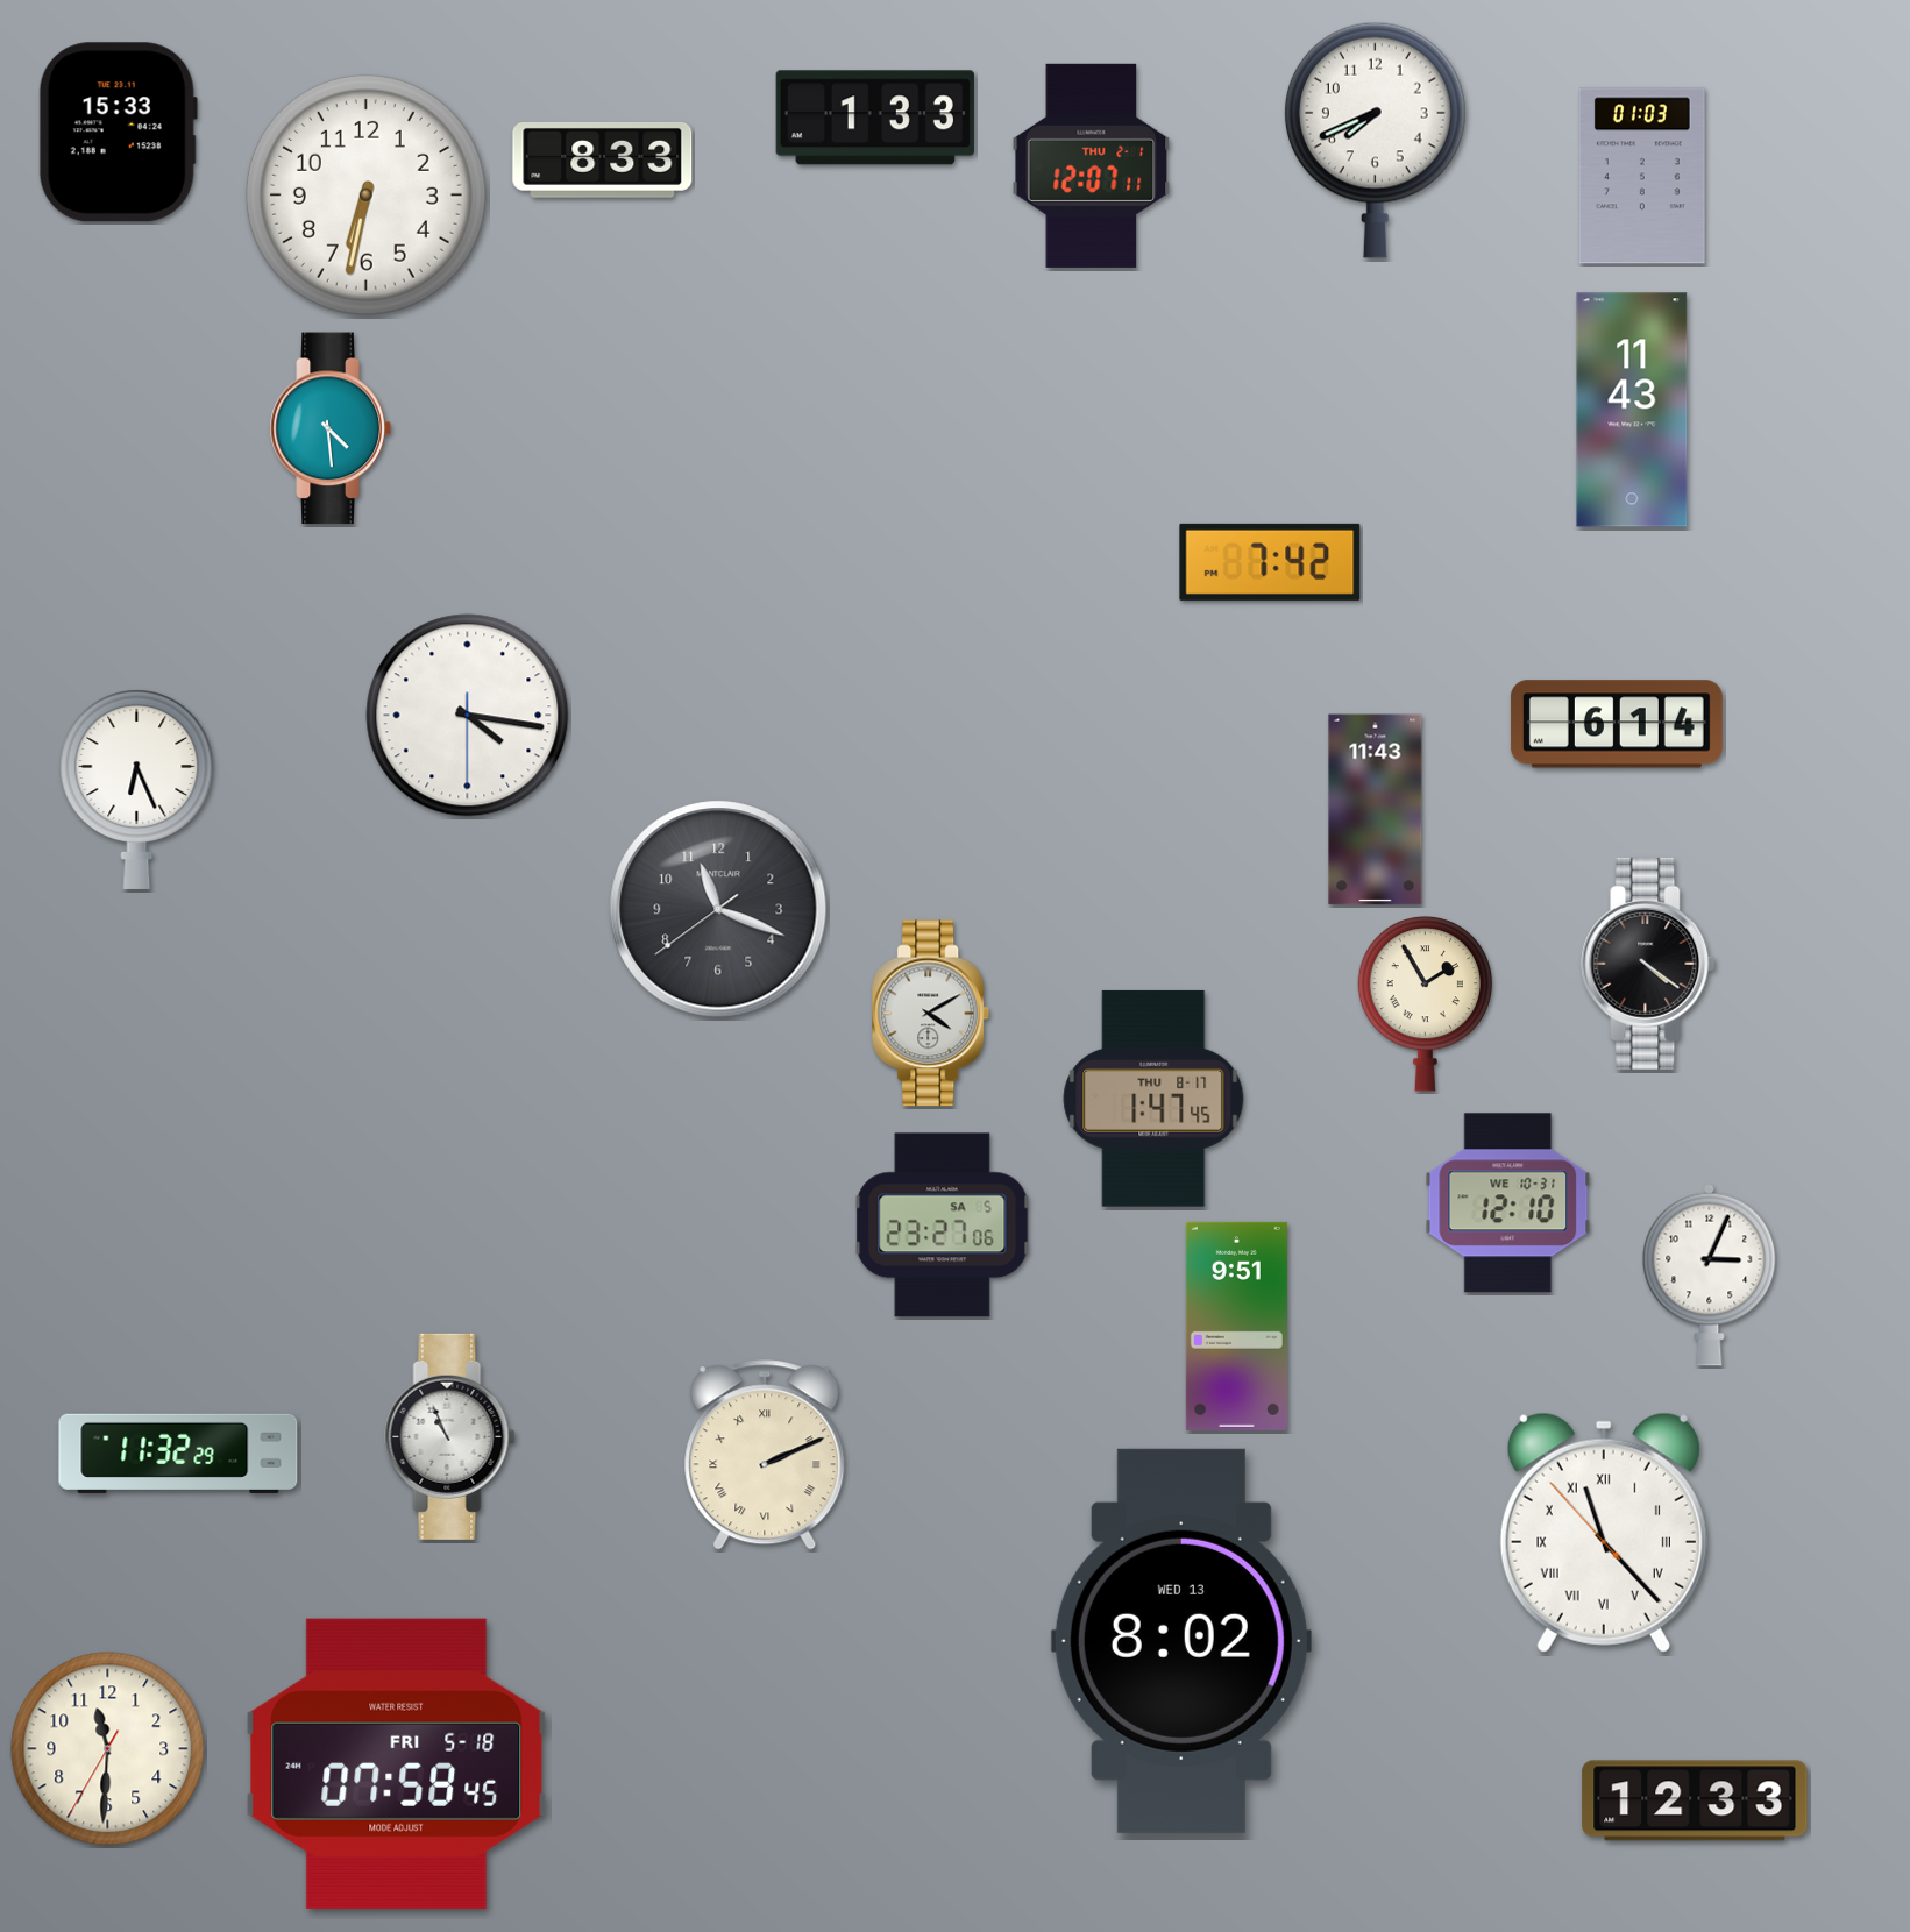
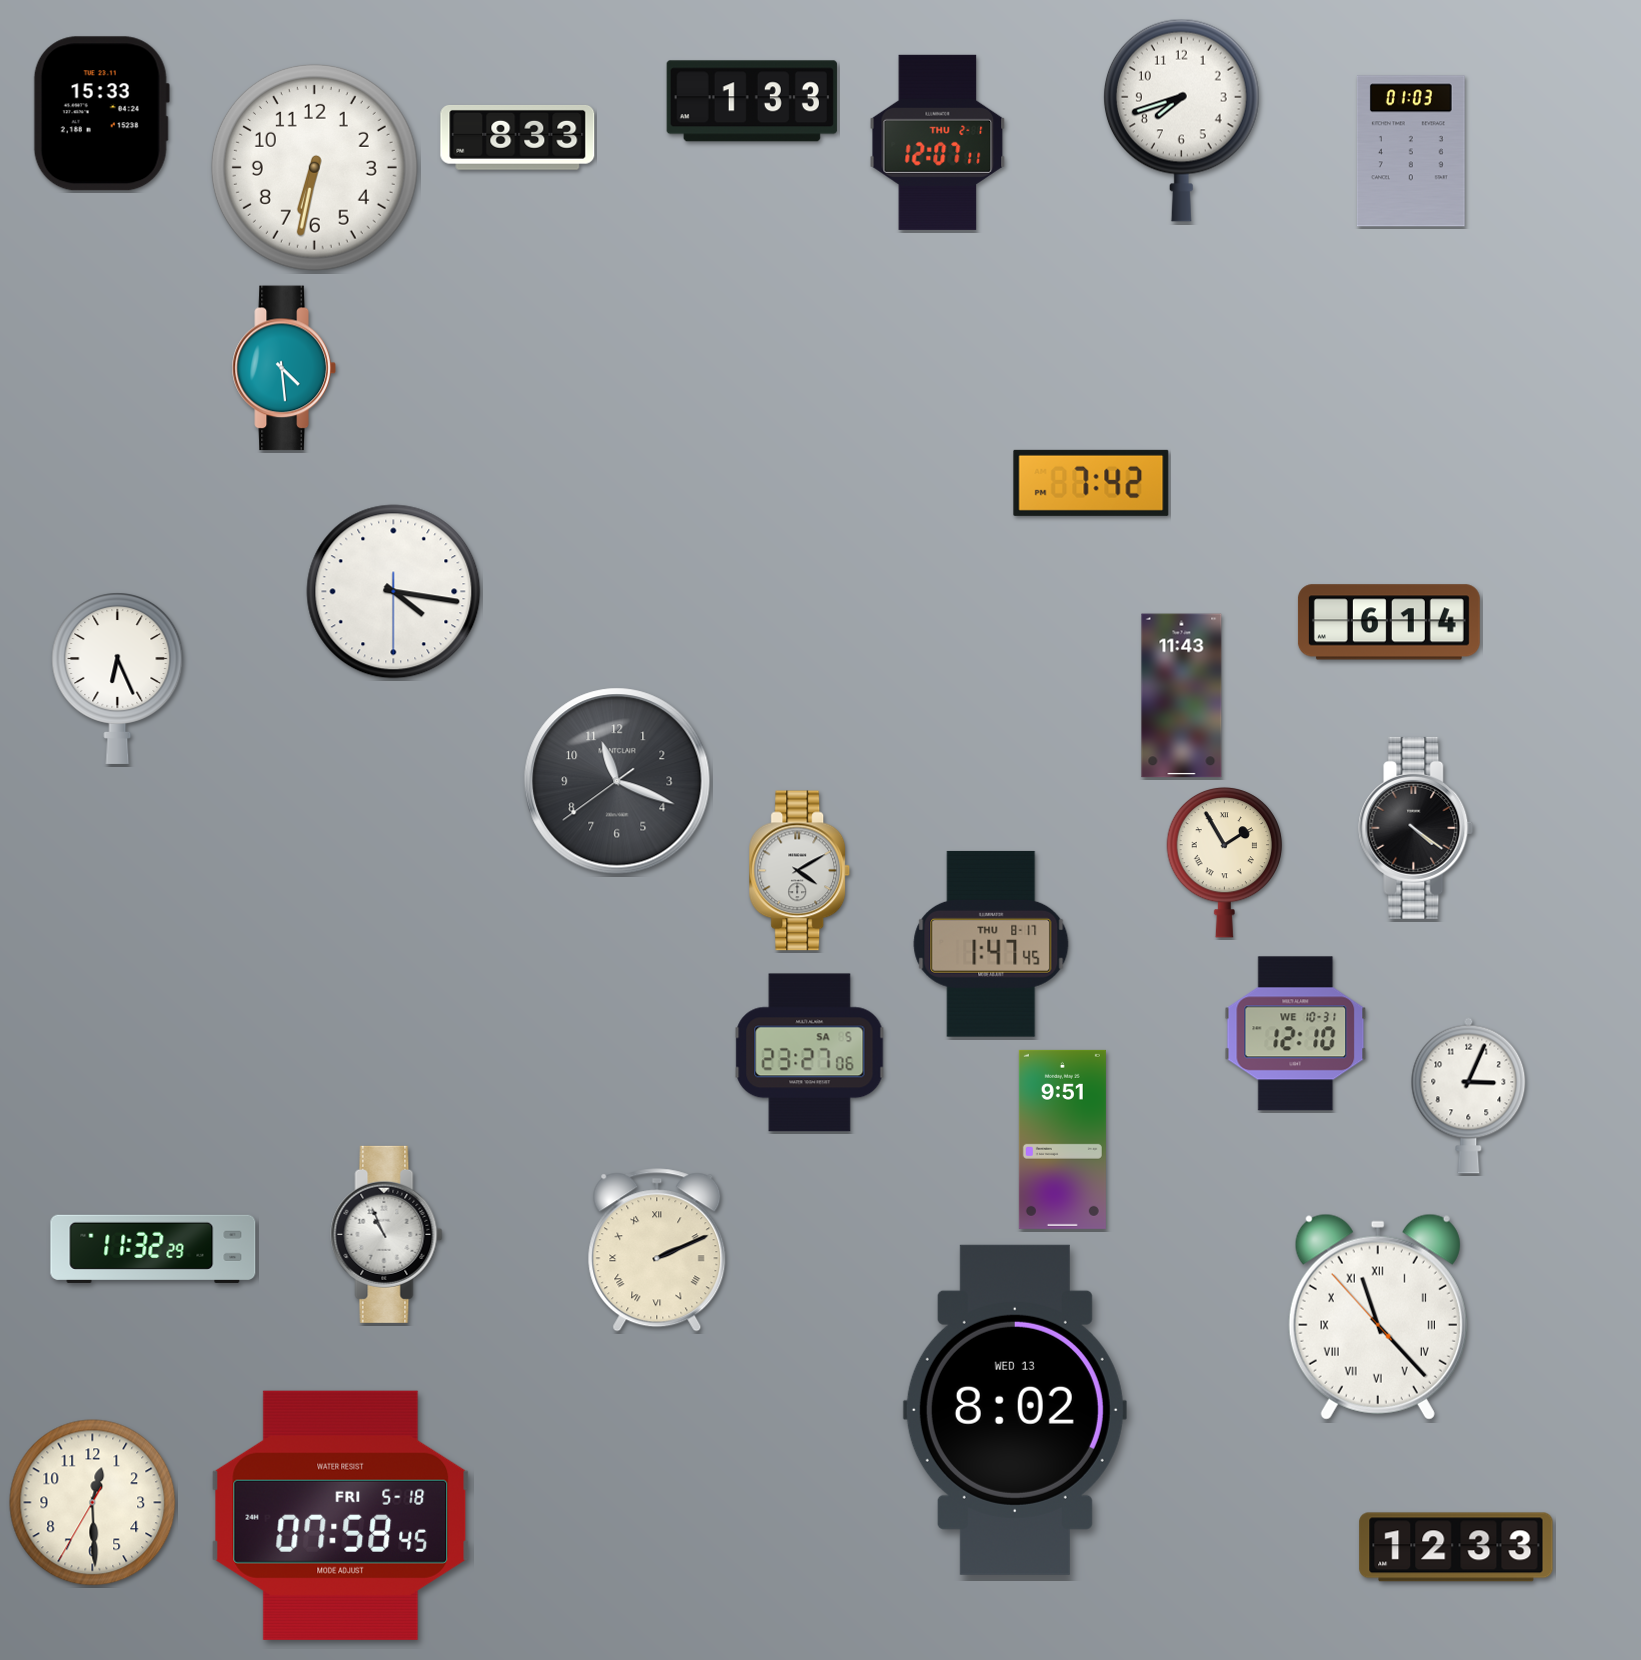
clock at (1375, 140): 7:41 -> 7:42
clock at (1632, 410): 11:43 -> none
clock at (468, 716) position: (468, 716) -> (394, 592)
clock at (108, 1749): 11:30 -> 12:29
